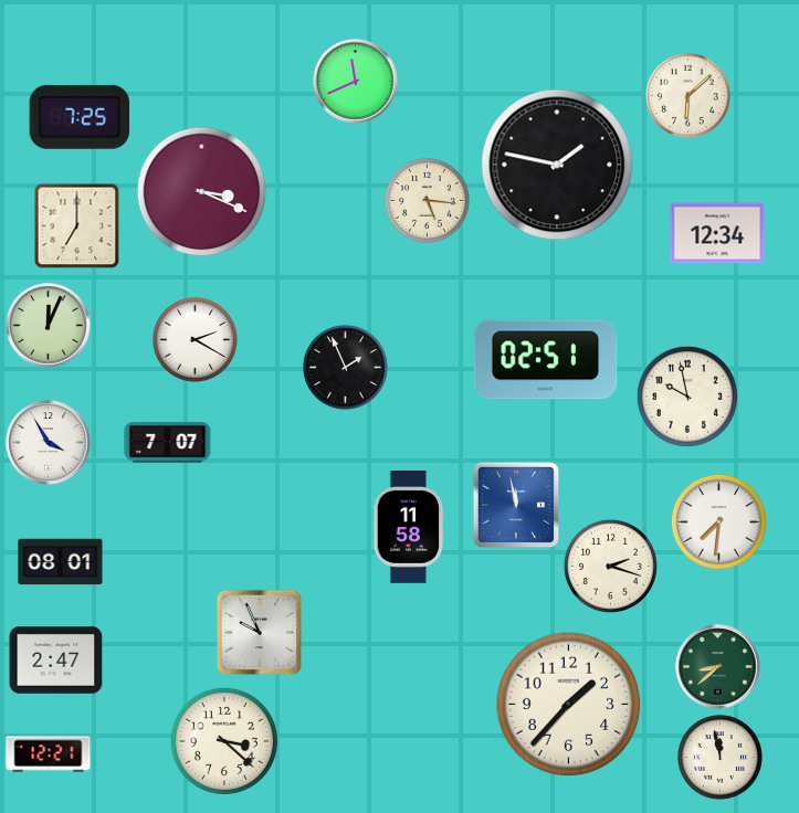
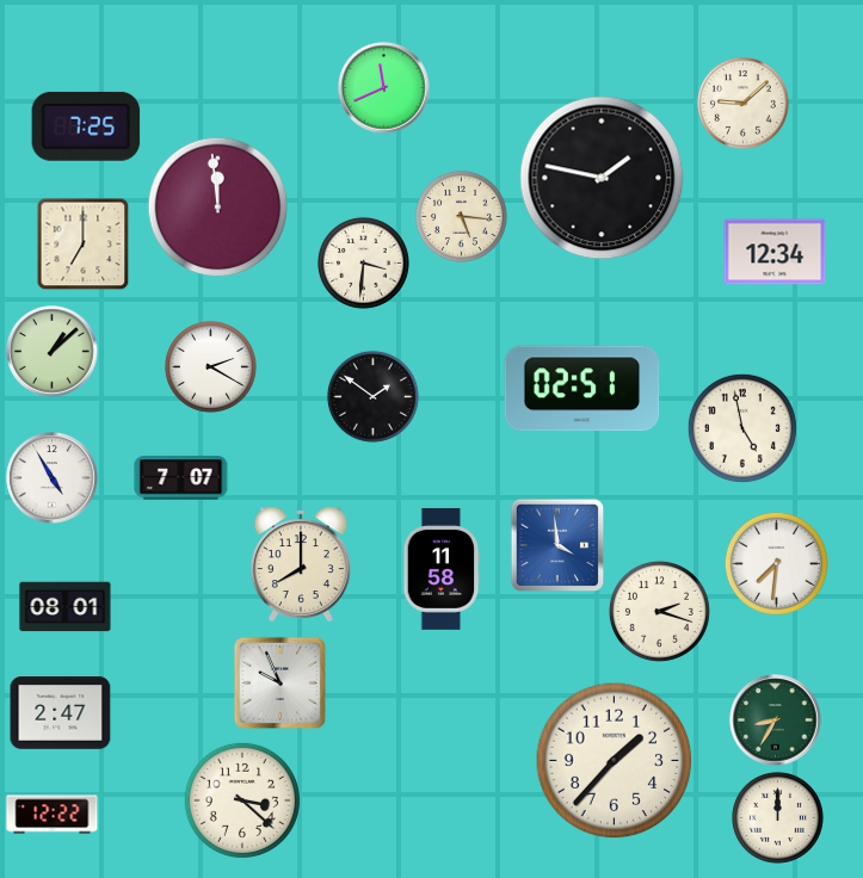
clock at (687, 95): 6:08 -> 9:08
clock at (202, 192): 3:19 -> 11:59
clock at (363, 262): none -> 3:31
clock at (49, 326): 12:04 -> 1:08
clock at (546, 360) position: (546, 360) -> (582, 389)
clock at (345, 367): 1:56 -> 1:51
clock at (687, 397): 9:58 -> 4:58
clock at (49, 443): 3:55 -> 4:55
clock at (516, 505): 11:58 -> 3:59
clock at (301, 563): none -> 8:00
clock at (718, 667): 8:38 -> 8:35
clock at (49, 754): 12:21 -> 12:22
clock at (719, 757): 11:58 -> 12:00
